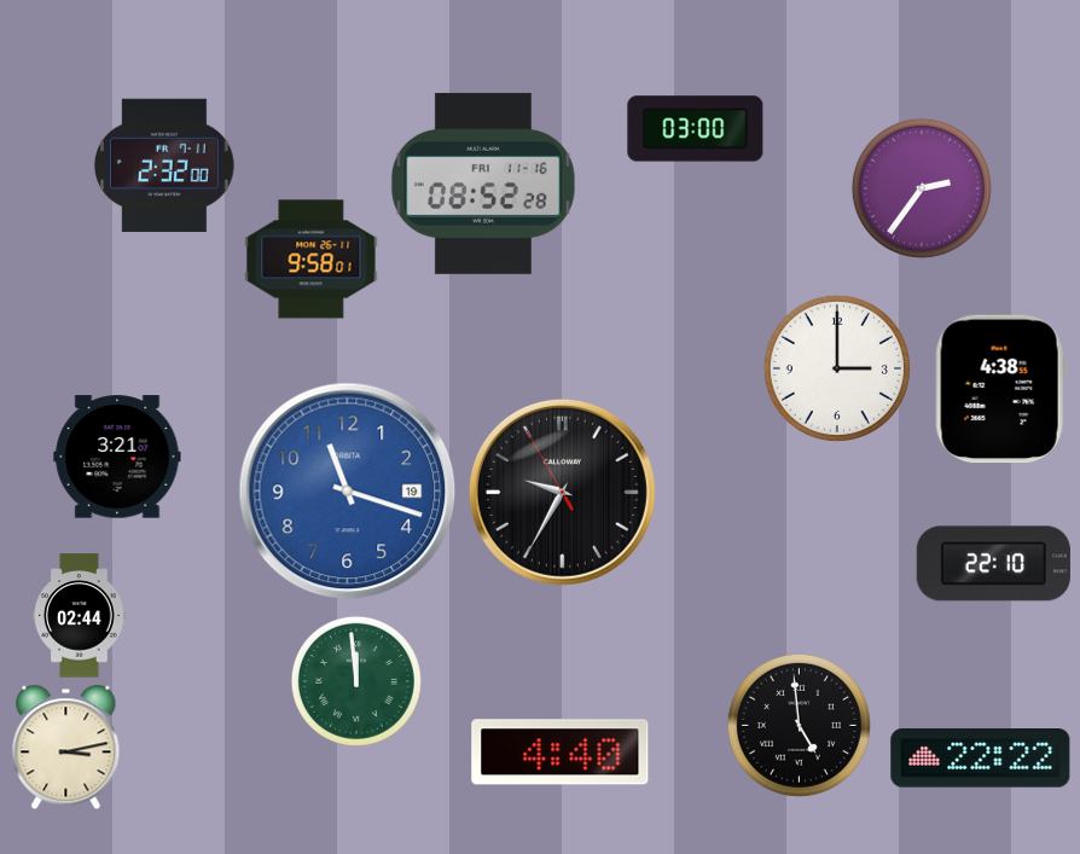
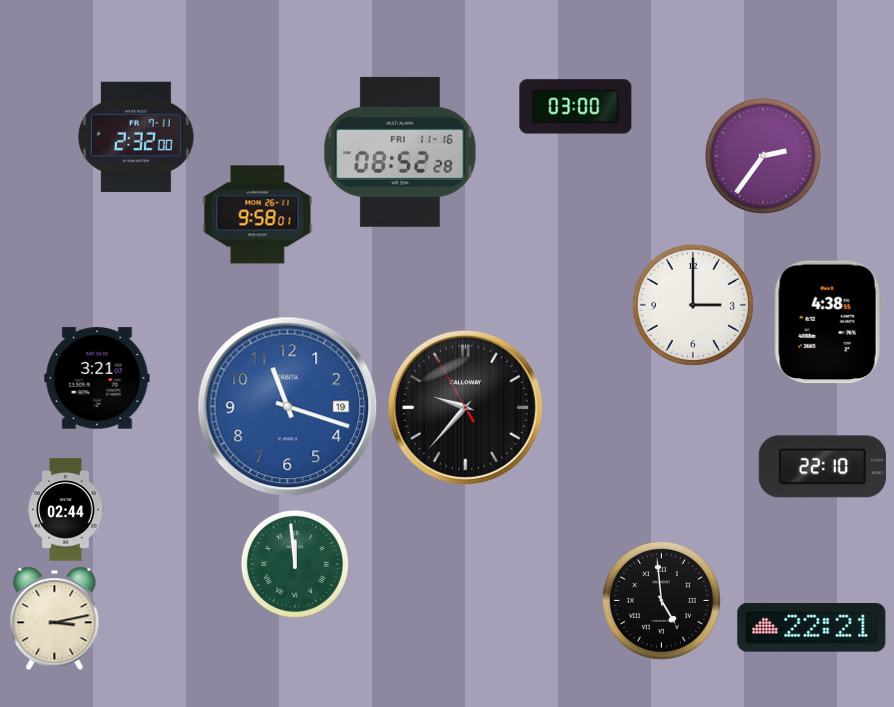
clock at (562, 492): 9:34 -> 9:36
clock at (561, 753): 4:40 -> none
clock at (981, 759): 22:22 -> 22:21
